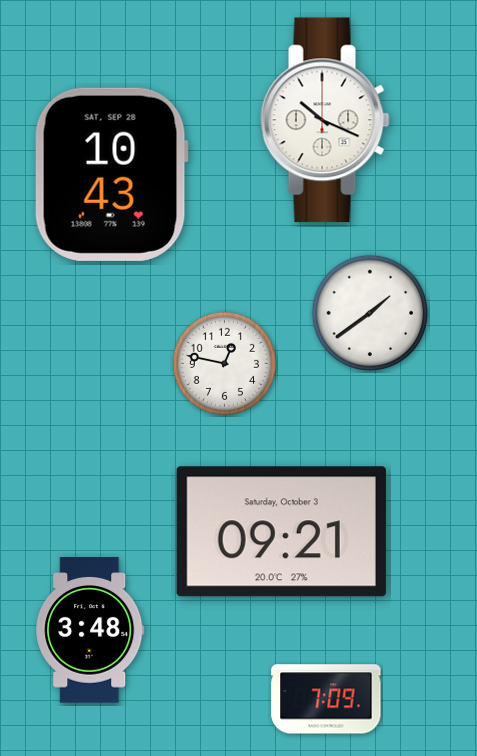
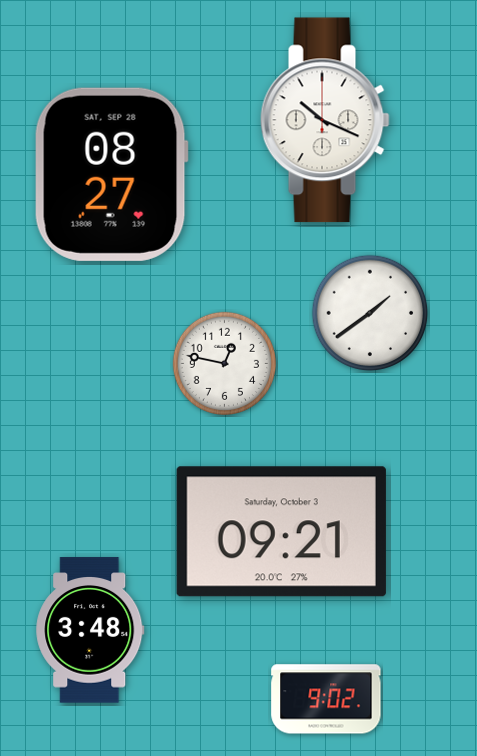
clock at (111, 174): 10:43 -> 08:27
clock at (326, 699): 7:09 -> 9:02
